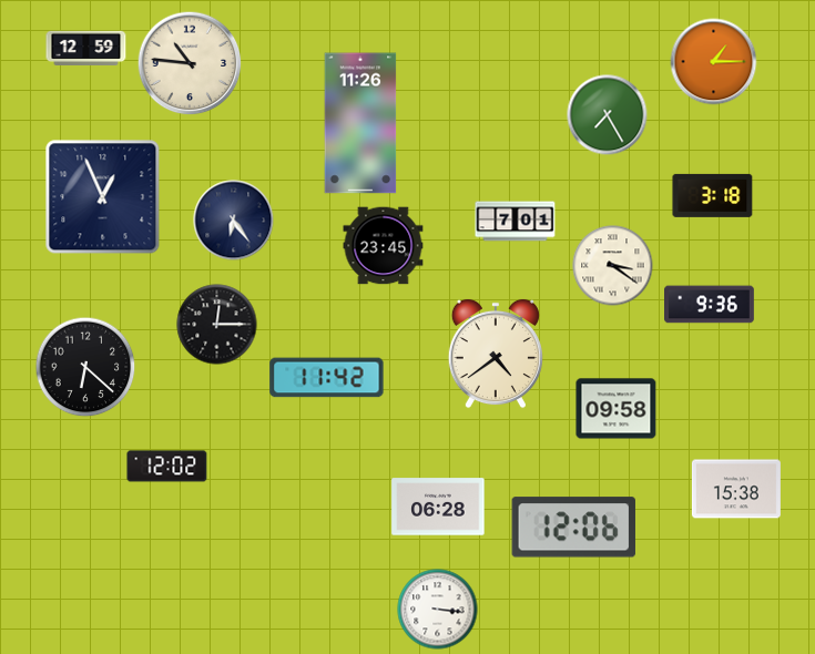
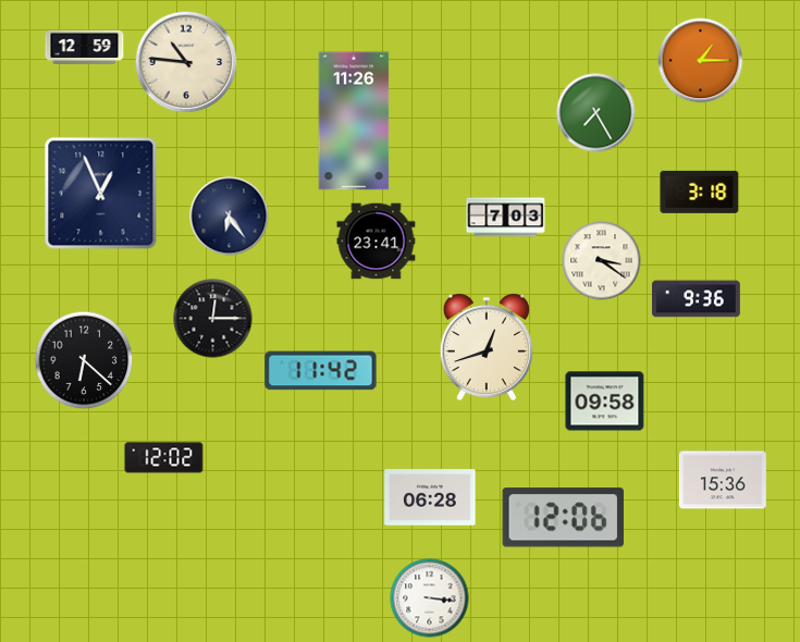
clock at (516, 222): 7:01 -> 7:03
clock at (384, 246): 23:45 -> 23:41
clock at (496, 354): 4:39 -> 12:42
clock at (736, 489): 15:38 -> 15:36
